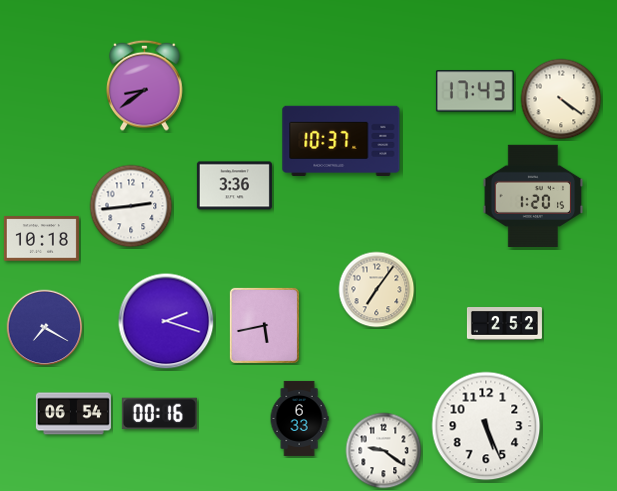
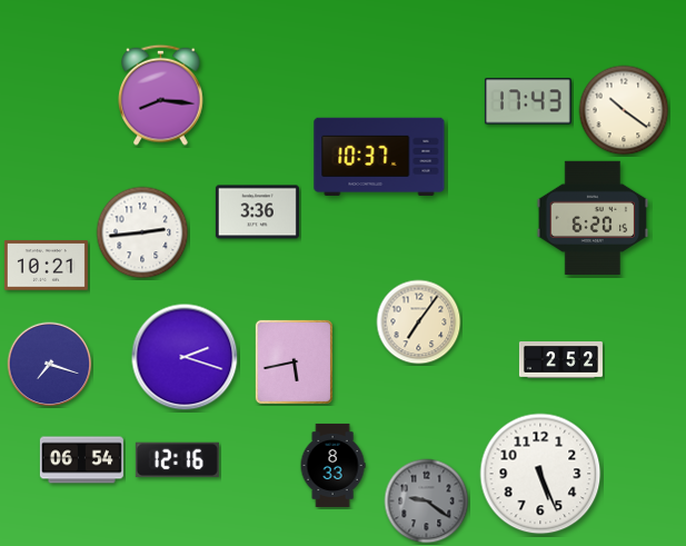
clock at (145, 85): 8:39 -> 8:16
clock at (561, 99): 4:21 -> 10:21
clock at (234, 186) position: (234, 186) -> (257, 212)
clock at (533, 196): 1:20 -> 6:20
clock at (131, 206) position: (131, 206) -> (142, 232)
clock at (41, 239): 10:18 -> 10:21
clock at (45, 328): 7:20 -> 7:18
clock at (159, 414): 00:16 -> 12:16
clock at (299, 418): 6:33 -> 8:33
clock at (384, 451) dial: white -> grey
